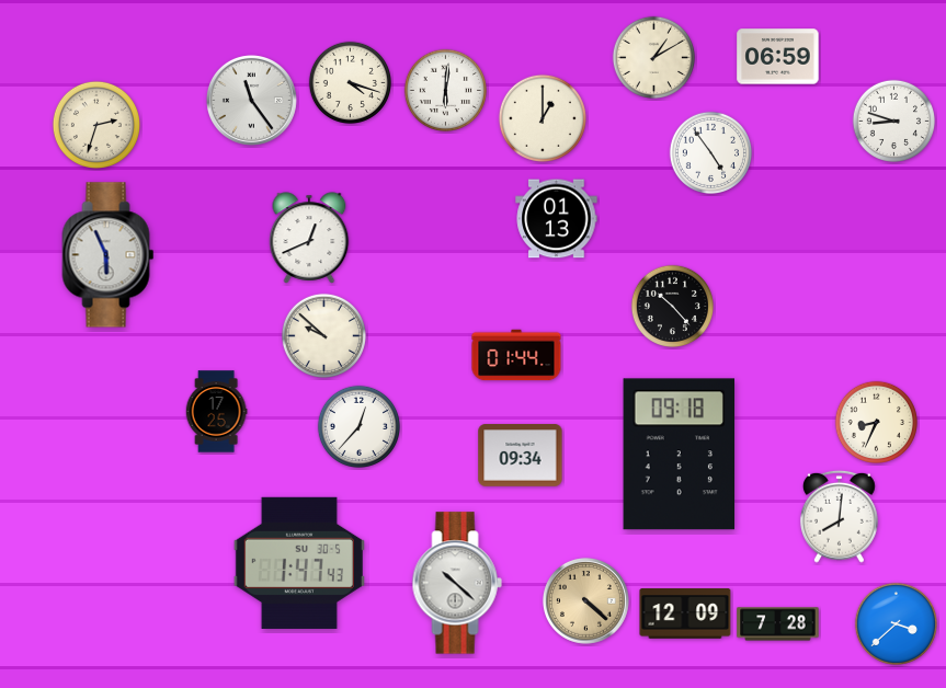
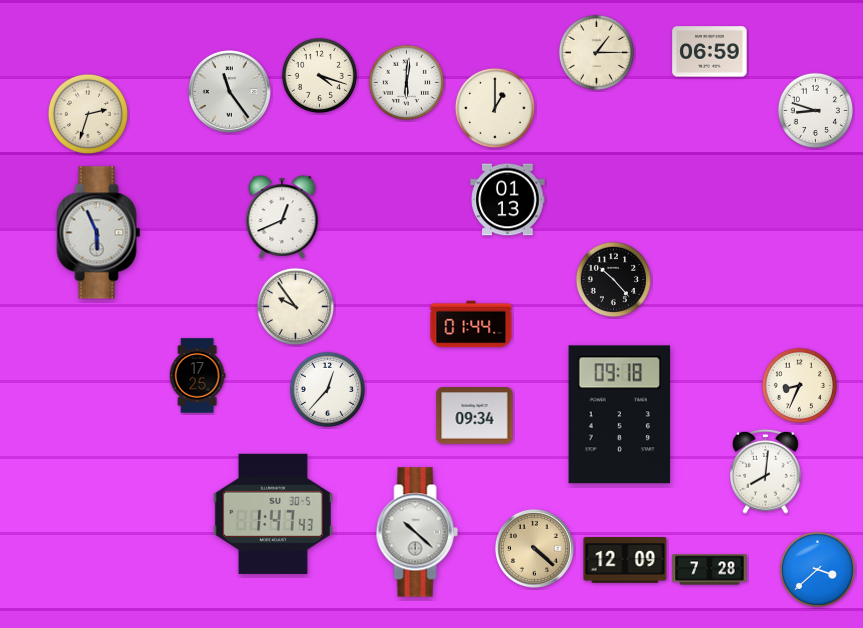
clock at (653, 57): 1:10 -> 1:15
clock at (710, 152): 4:54 -> none
clock at (323, 335): 9:52 -> 9:54
